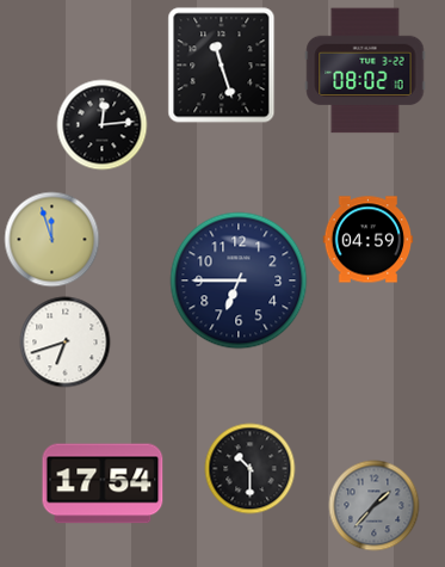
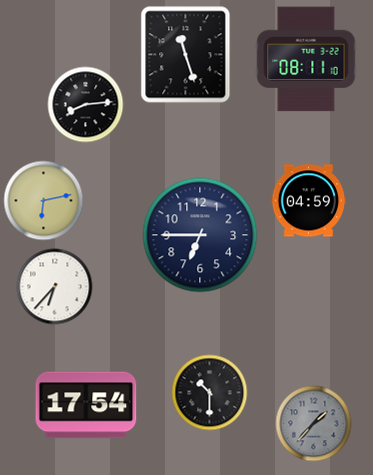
clock at (365, 70): 08:02 -> 08:11
clock at (103, 125): 12:14 -> 8:14
clock at (52, 240): 11:57 -> 6:13
clock at (66, 343): 6:42 -> 6:37
